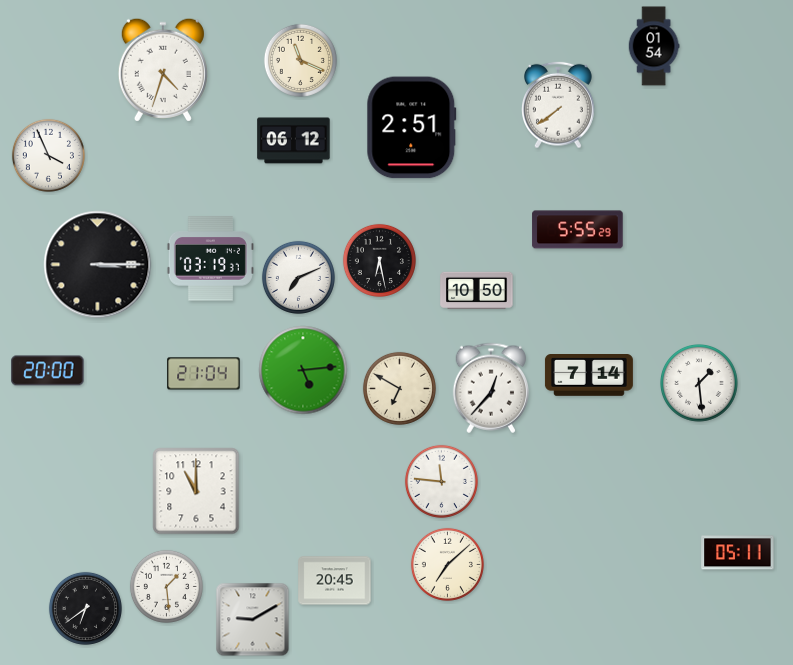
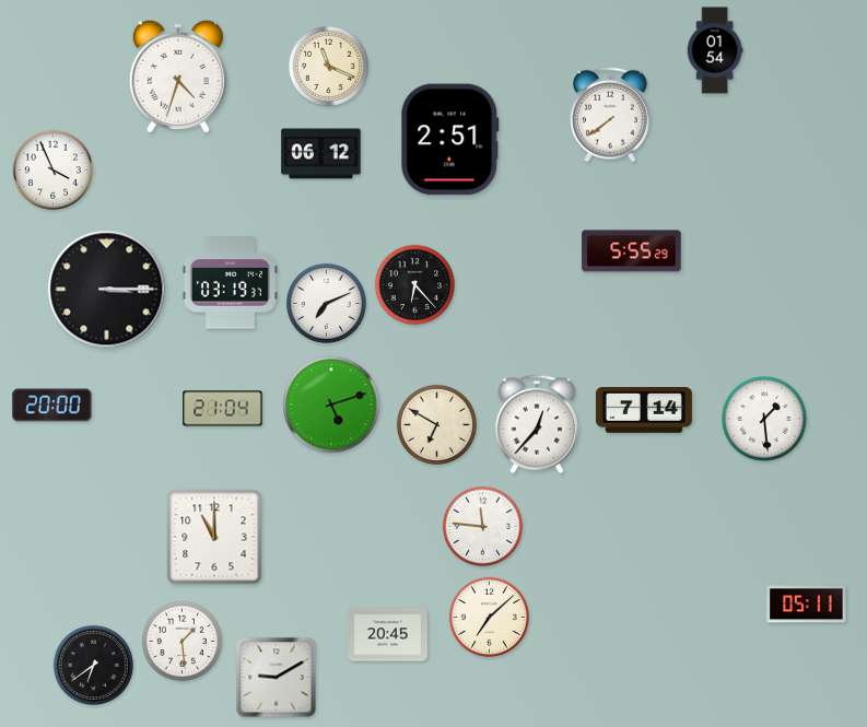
clock at (379, 260): 6:28 -> 6:23
clock at (477, 291): 10:50 -> none
clock at (303, 370): 5:14 -> 5:12
clock at (335, 581) position: (335, 581) -> (388, 635)
